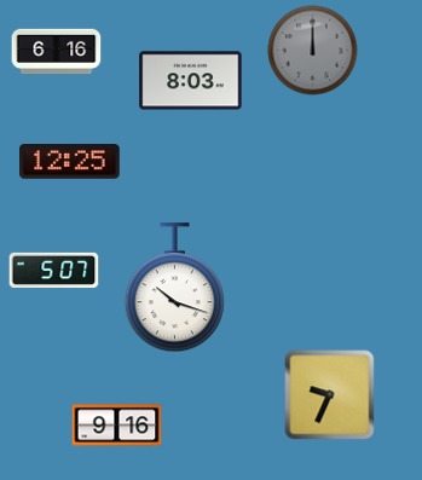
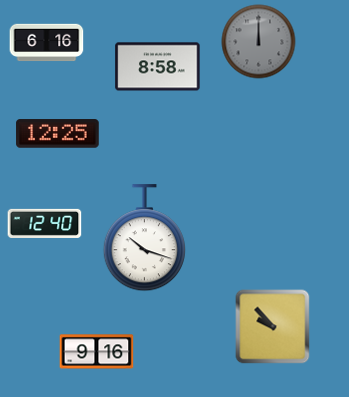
clock at (191, 81): 8:03 -> 8:58
clock at (54, 270): 5:07 -> 12:40
clock at (330, 395): 9:34 -> 9:53
